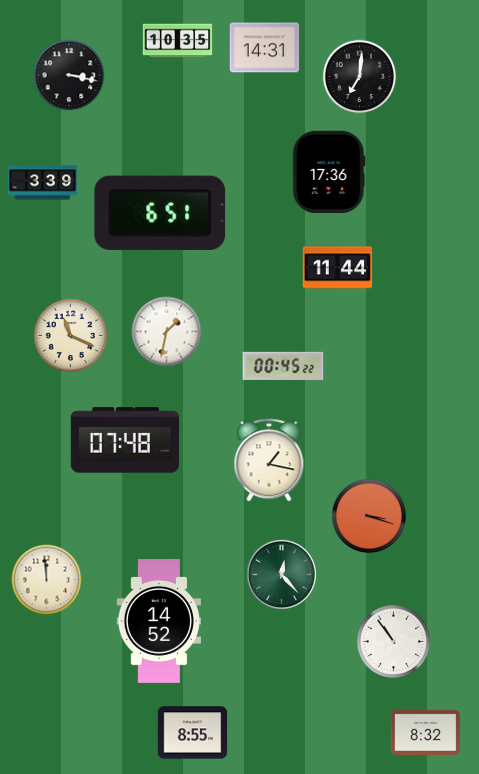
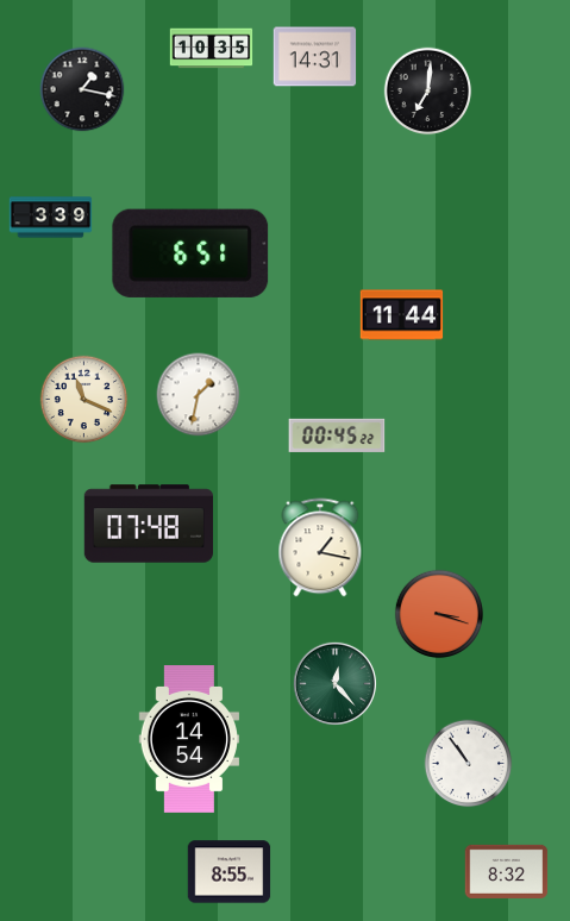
clock at (69, 75): 3:17 -> 1:17
clock at (329, 172): 17:36 -> none
clock at (338, 268) position: (338, 268) -> (402, 315)
clock at (47, 580): 11:59 -> none
clock at (158, 622): 14:52 -> 14:54
